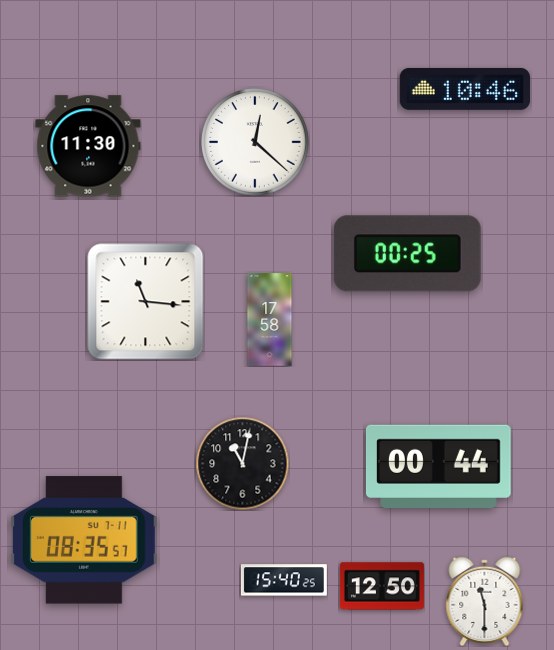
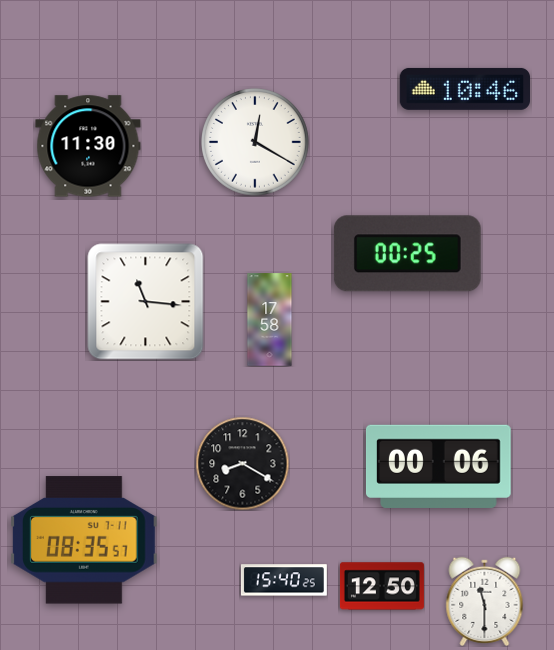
clock at (256, 143): 12:22 -> 12:20
clock at (242, 463): 11:02 -> 8:20
clock at (439, 466): 00:44 -> 00:06
